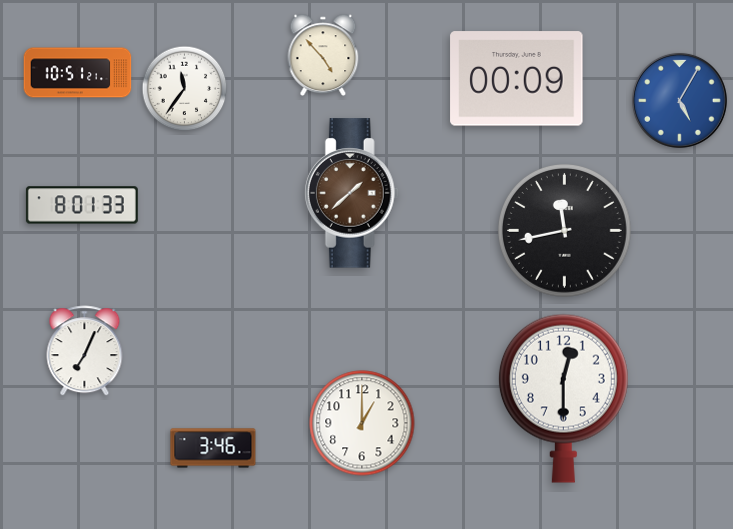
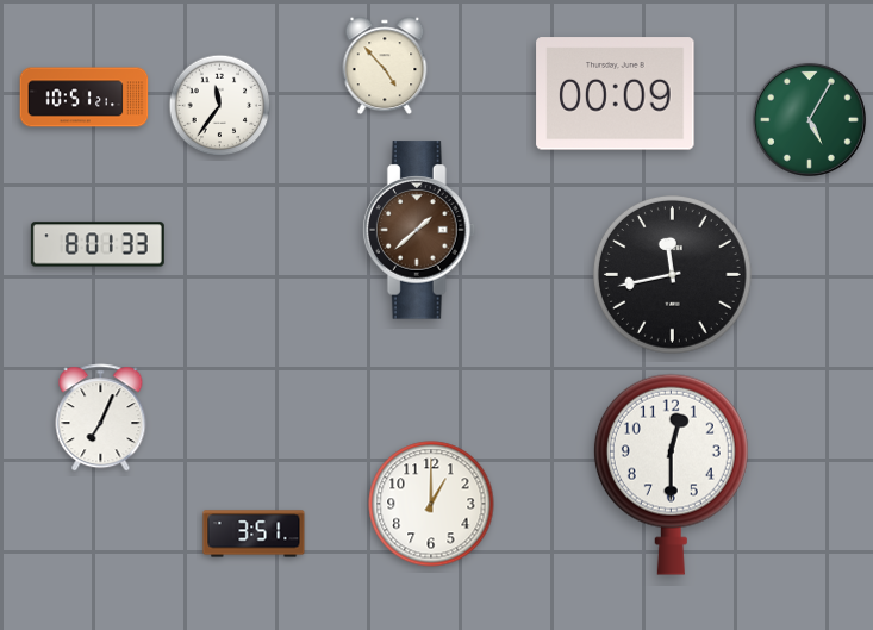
clock at (78, 73) position: (78, 73) -> (85, 98)
clock at (679, 100) dial: blue -> green
clock at (213, 448): 3:46 -> 3:51
